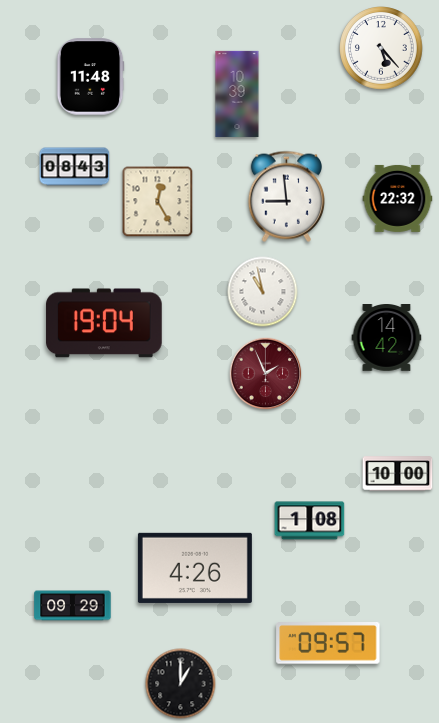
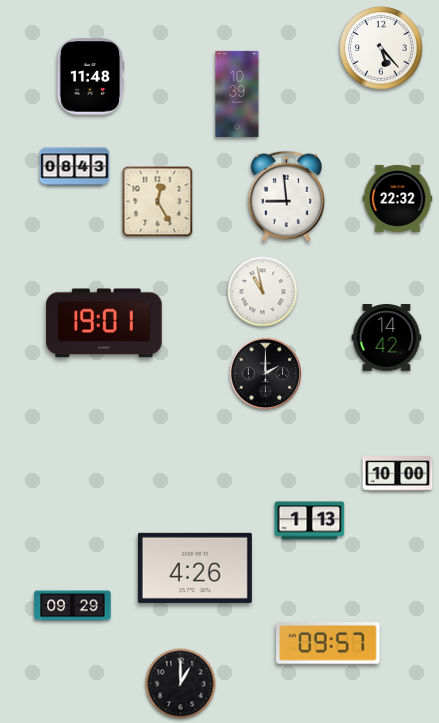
clock at (104, 323): 19:04 -> 19:01
clock at (266, 374): 1:56 -> 2:00
clock at (266, 374) dial: burgundy -> black
clock at (310, 521): 1:08 -> 1:13
